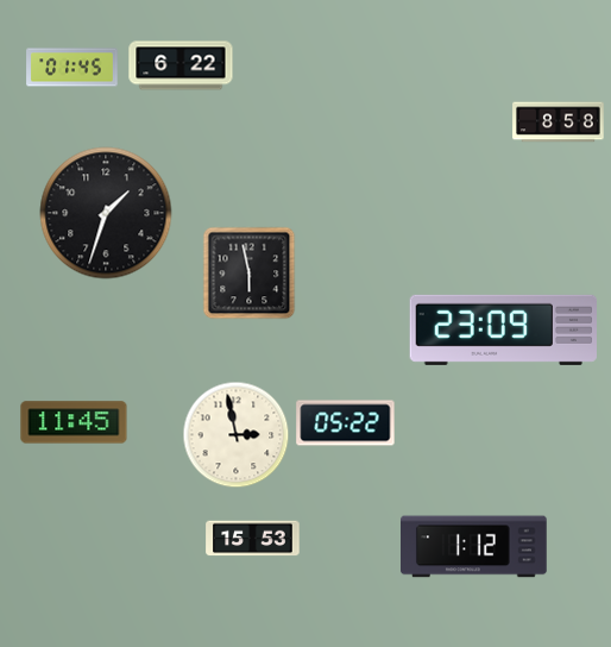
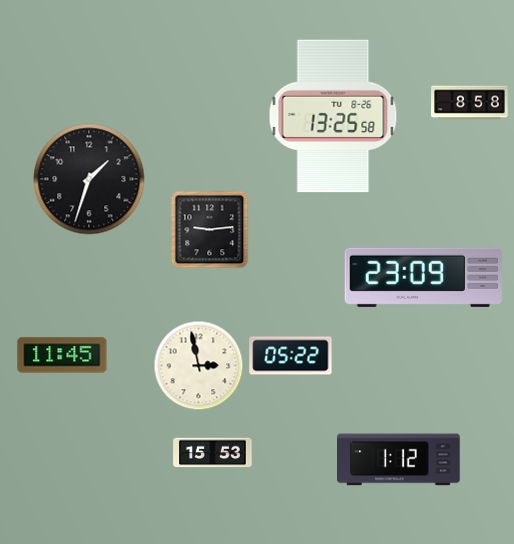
clock at (181, 65): 6:22 -> none
clock at (73, 68): 01:45 -> none
clock at (333, 116): none -> 13:25
clock at (248, 272): 5:58 -> 9:14
